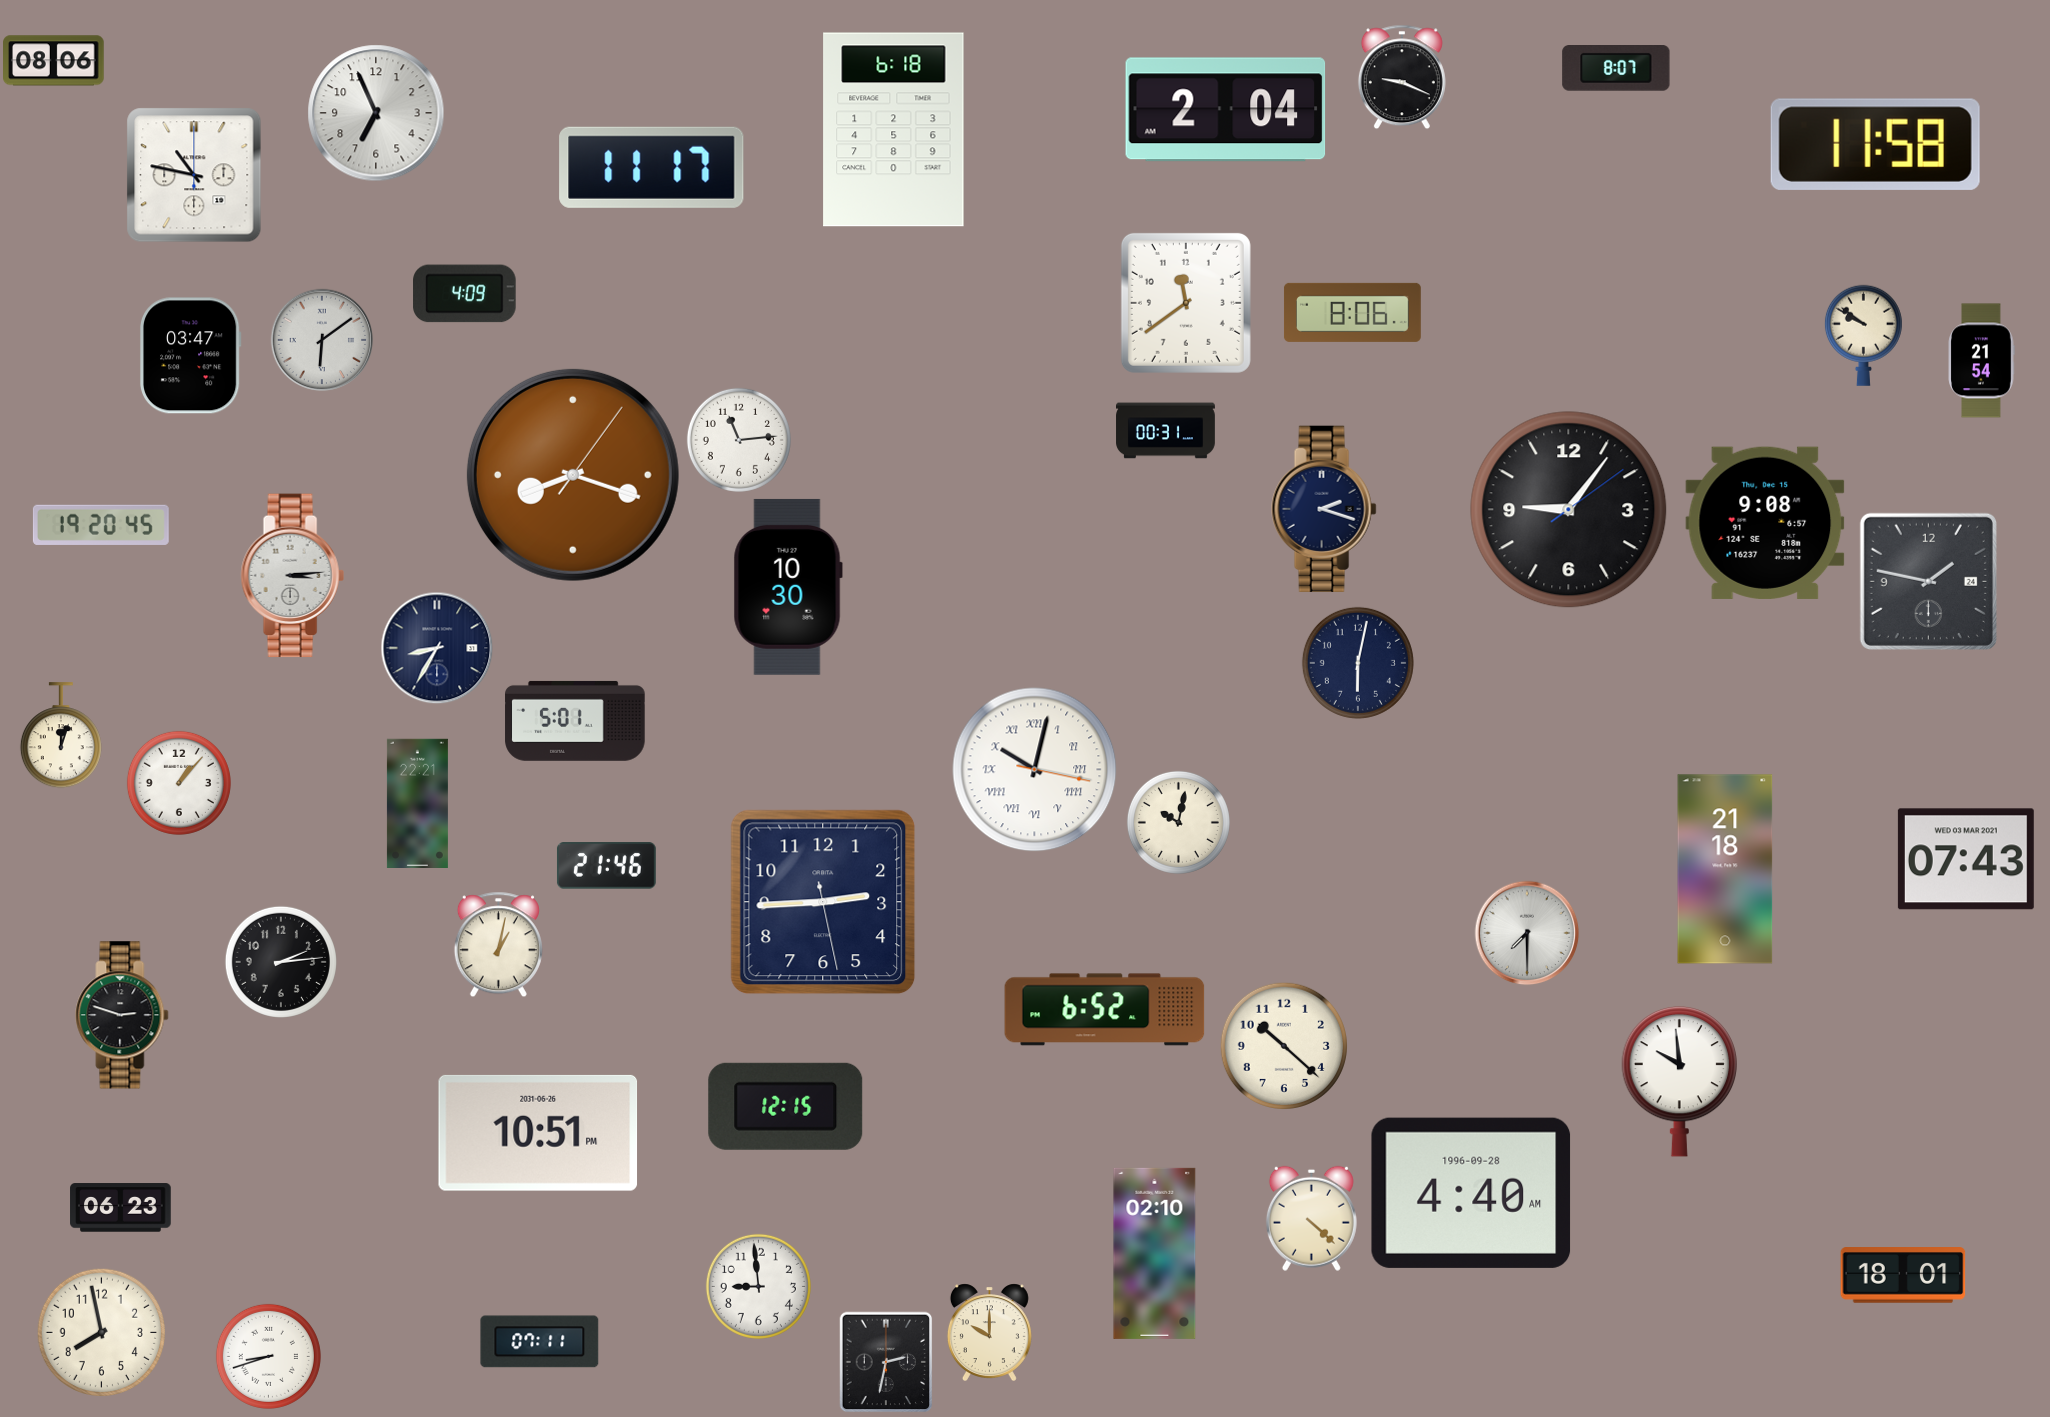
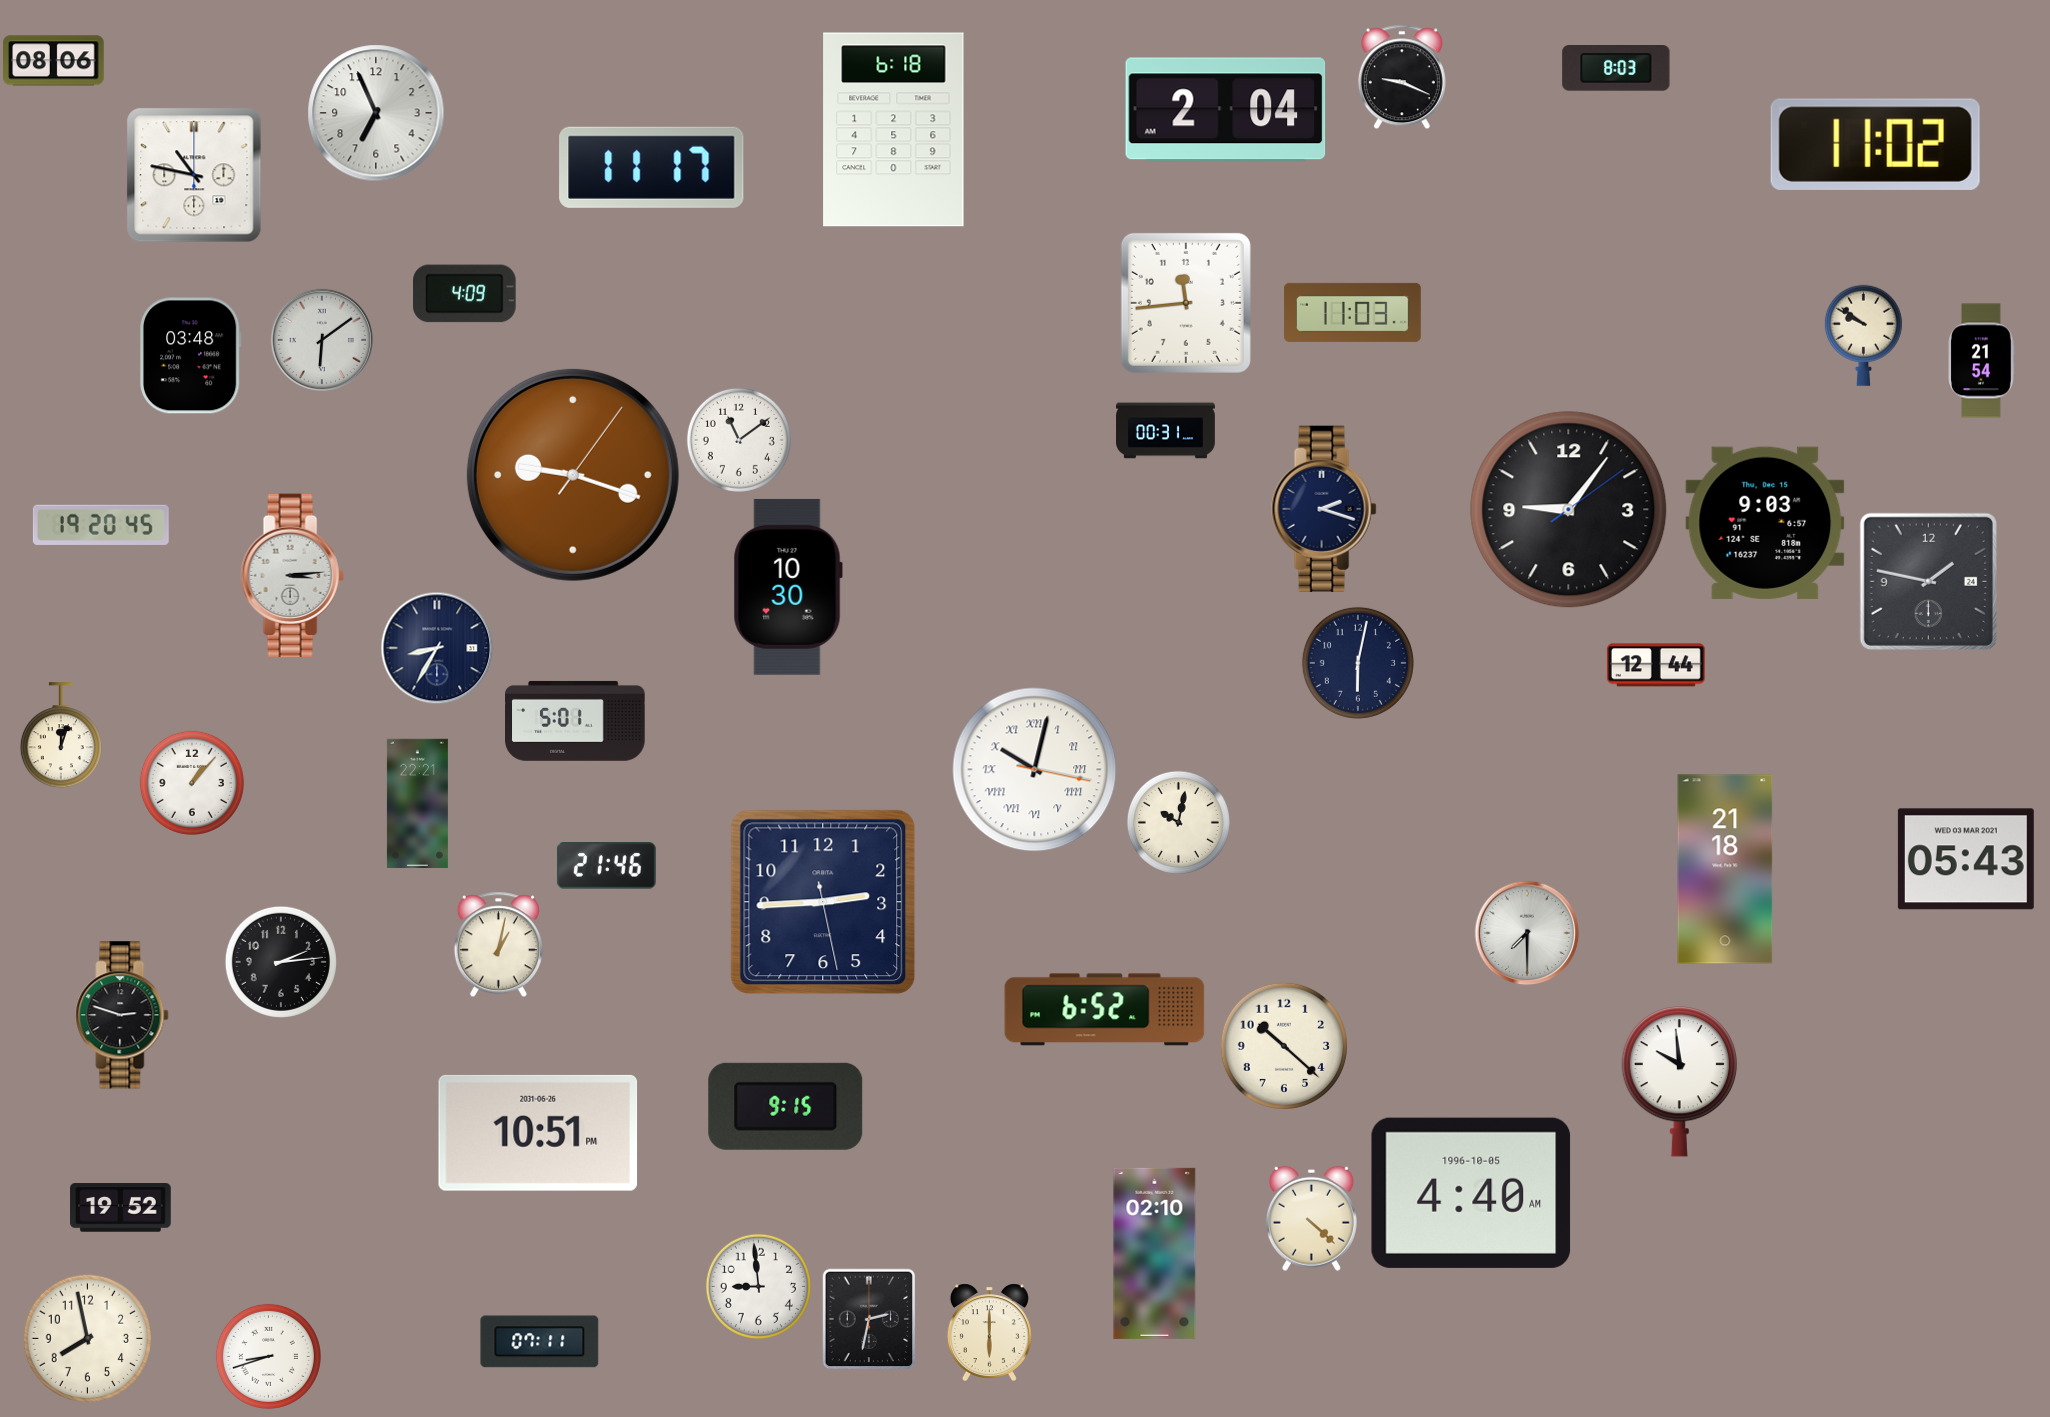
clock at (1616, 69): 8:07 -> 8:03
clock at (1875, 144): 11:58 -> 11:02
clock at (1186, 303): 11:39 -> 11:44
clock at (1352, 312): 8:06 -> 11:03
clock at (191, 356): 03:47 -> 03:48
clock at (739, 440): 11:14 -> 11:09
clock at (573, 475): 8:18 -> 9:18
clock at (1765, 523): 9:08 -> 9:03
clock at (1656, 665): none -> 12:44
clock at (179, 783) position: (179, 783) -> (192, 783)
clock at (1966, 859): 07:43 -> 05:43
clock at (786, 1106): 12:15 -> 9:15
clock at (1471, 1193) date: 1996-09-28 -> 1996-10-05
clock at (121, 1208): 06:23 -> 19:52
clock at (1903, 1275): 18:01 -> none
clock at (101, 1332) position: (101, 1332) -> (87, 1338)
clock at (989, 1332): 10:00 -> 6:00
clock at (886, 1362) position: (886, 1362) -> (869, 1319)
